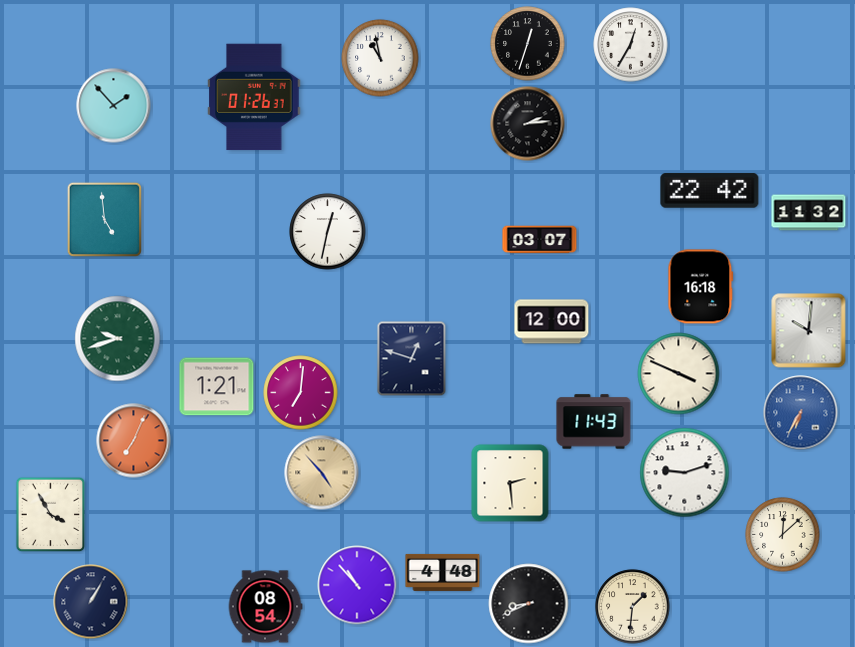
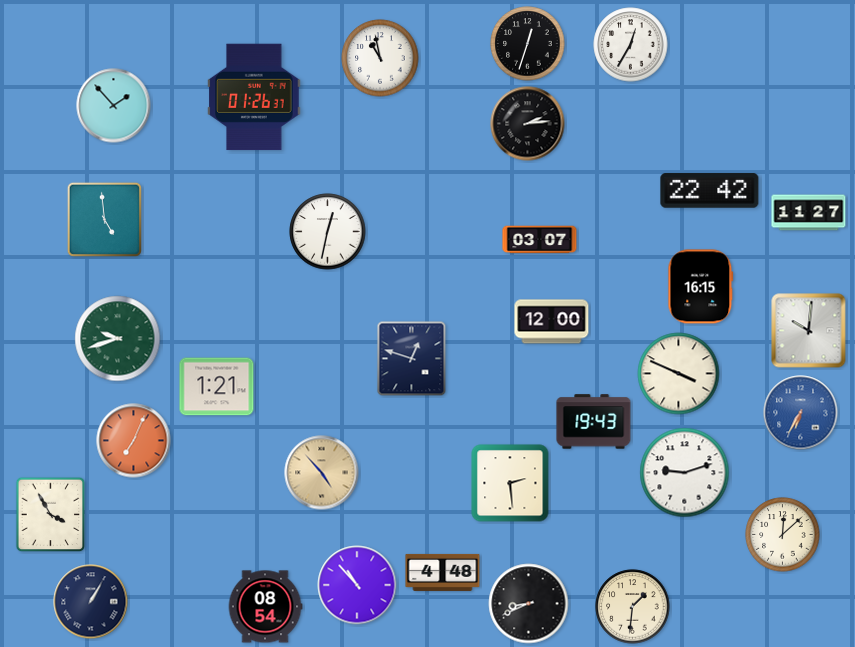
clock at (809, 213): 11:32 -> 11:27
clock at (701, 287): 16:18 -> 16:15
clock at (301, 393): 7:01 -> none
clock at (594, 422): 11:43 -> 19:43
